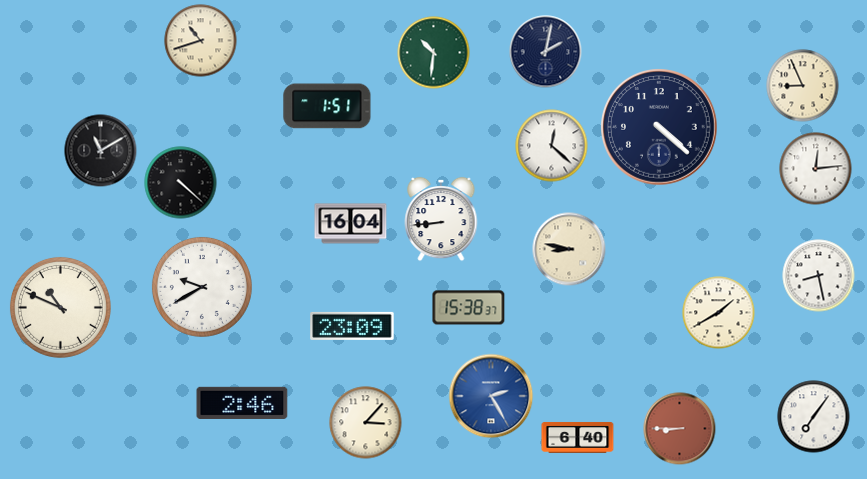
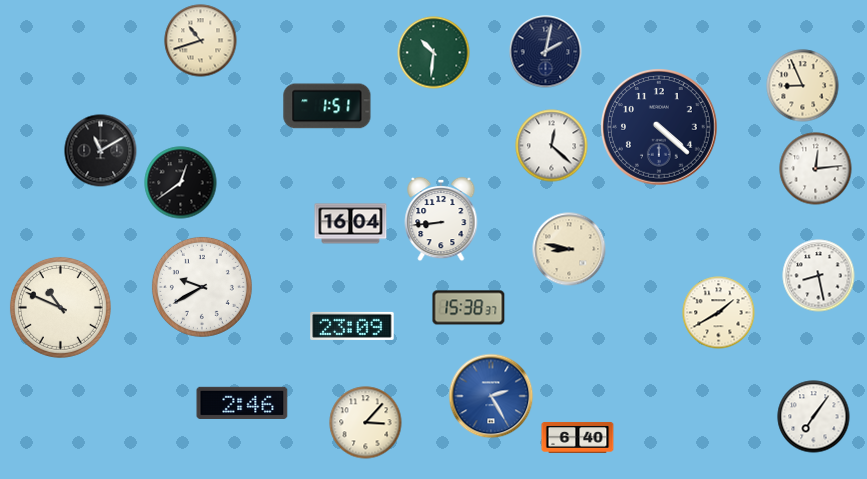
clock at (181, 183): 4:22 -> 12:39
clock at (680, 429): 8:45 -> none
